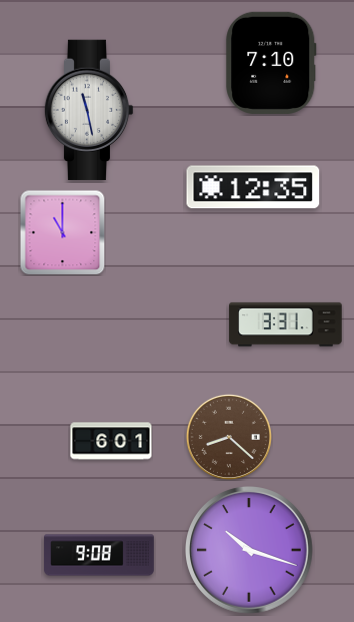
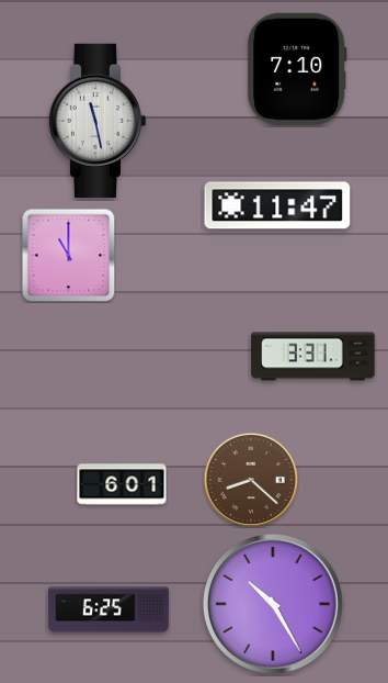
clock at (253, 187): 12:35 -> 11:47
clock at (250, 551): 10:18 -> 10:25
clock at (99, 555): 9:08 -> 6:25
